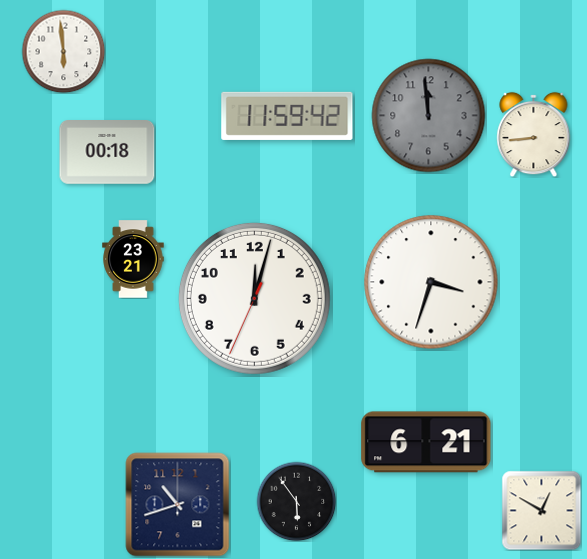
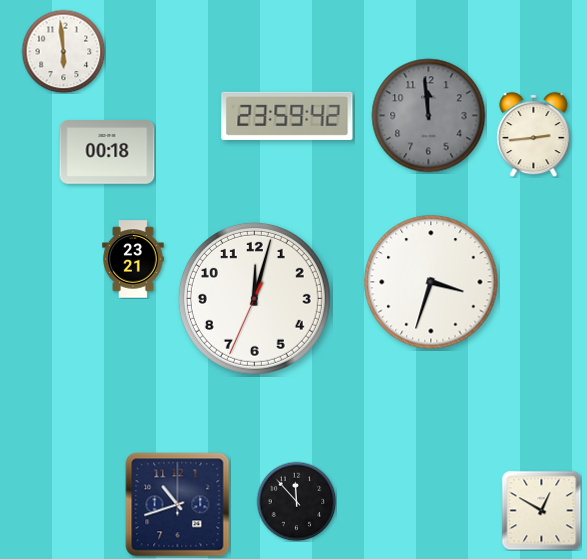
clock at (287, 116): 11:59 -> 23:59
clock at (534, 134): 8:44 -> 2:44
clock at (426, 442): 6:21 -> none
clock at (296, 501): 5:54 -> 11:53
